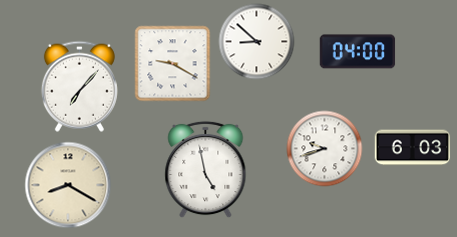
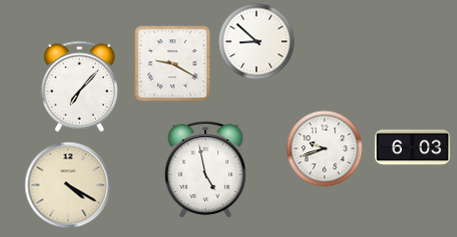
clock at (358, 52): 04:00 -> none
clock at (68, 185): 8:20 -> 4:20
